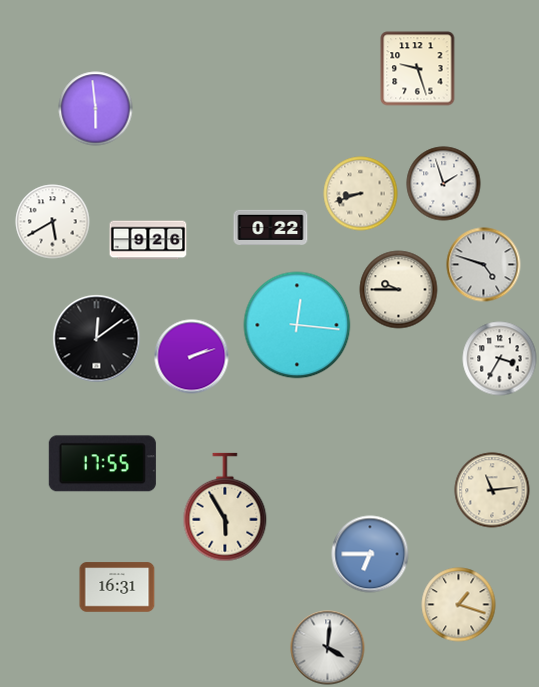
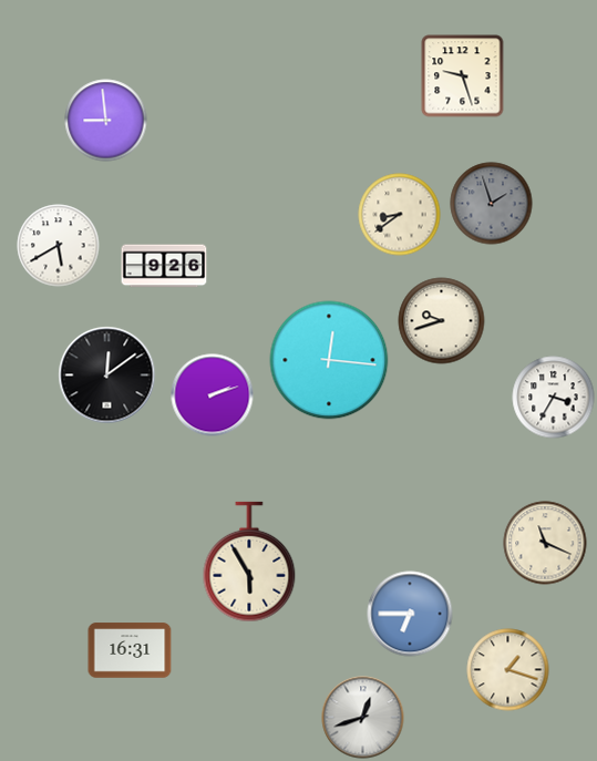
clock at (96, 109): 5:59 -> 8:59
clock at (444, 184) dial: white -> grey
clock at (361, 194): 8:42 -> 8:39
clock at (271, 227): 0:22 -> none
clock at (484, 265): 4:48 -> none
clock at (399, 290): 9:45 -> 9:42
clock at (102, 464): 17:55 -> none
clock at (492, 490): 11:14 -> 11:19
clock at (328, 648): 4:01 -> 12:42
